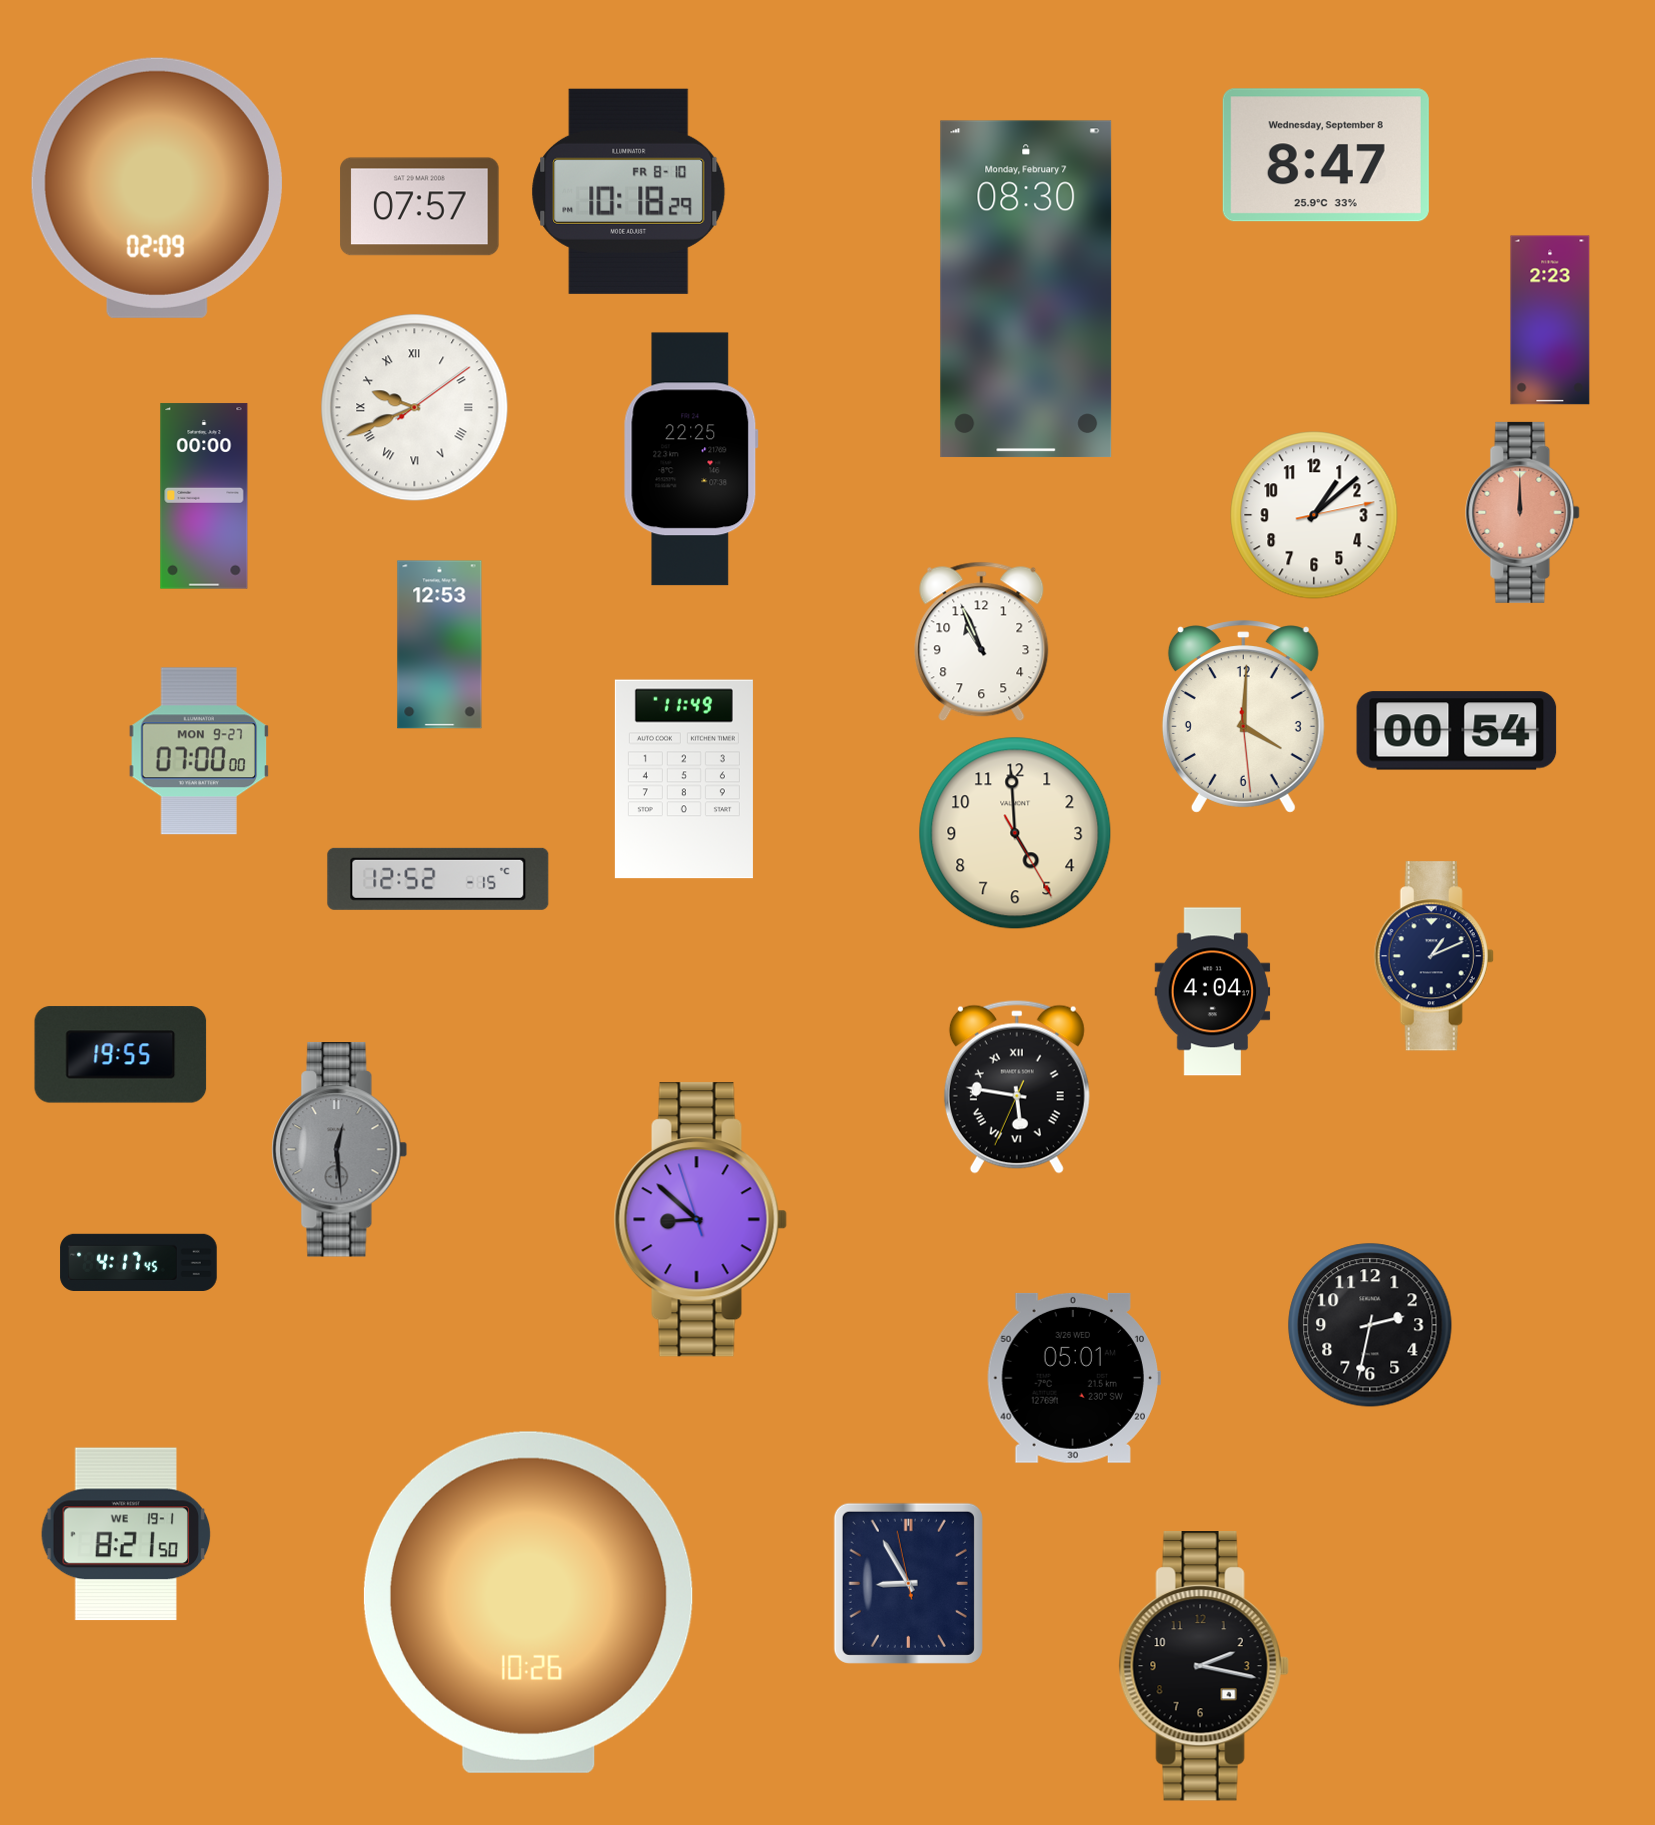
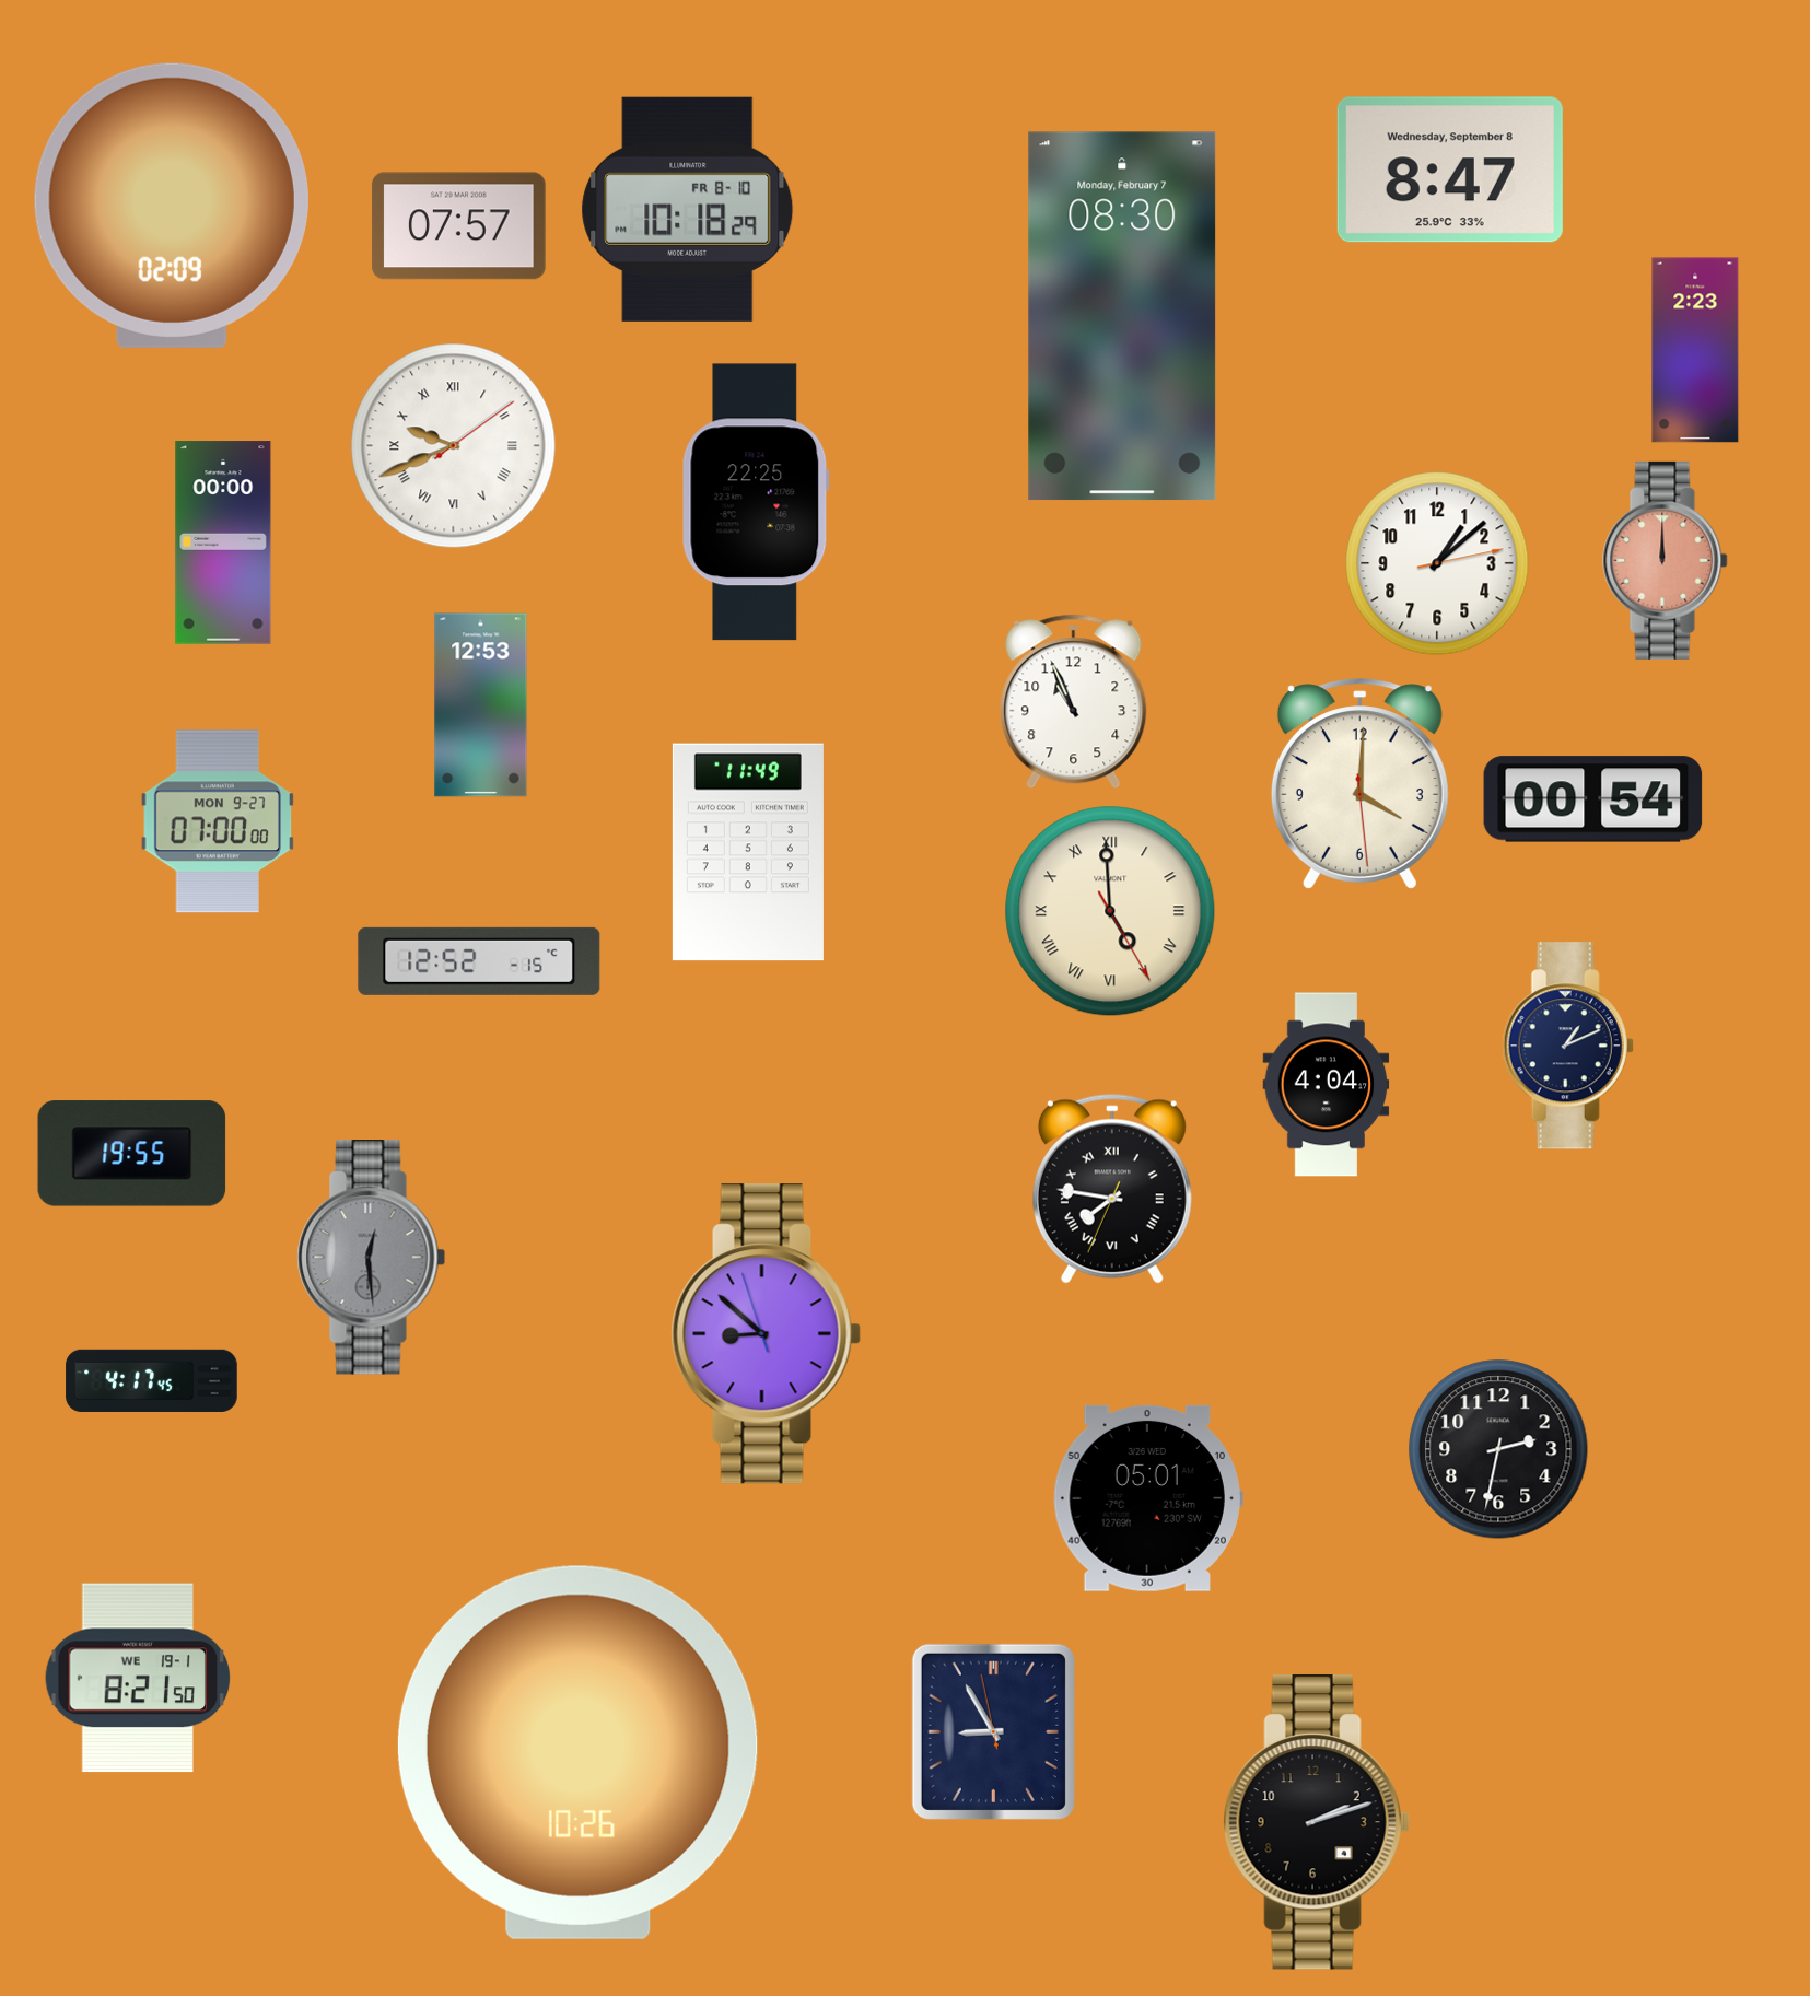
clock at (1015, 833) numerals: Arabic -> Roman
clock at (1017, 1087): 5:46 -> 7:46
clock at (1074, 1378) position: (1074, 1378) -> (1148, 1498)
clock at (1204, 1667): 2:17 -> 2:12
